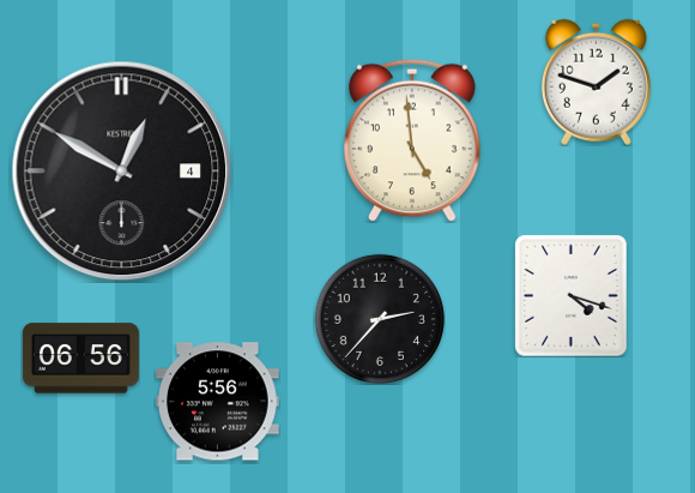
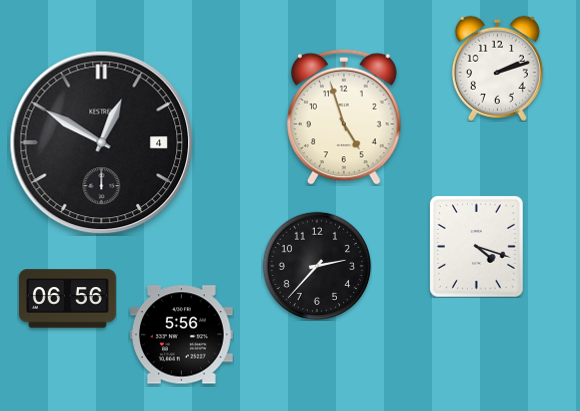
clock at (596, 82): 1:48 -> 2:12
clock at (413, 140): 4:59 -> 4:57
